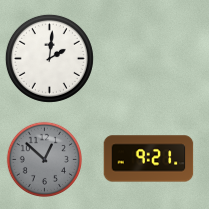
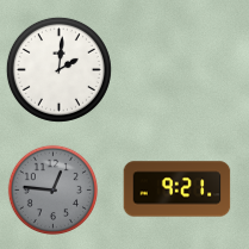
clock at (44, 159): 12:52 -> 12:46
